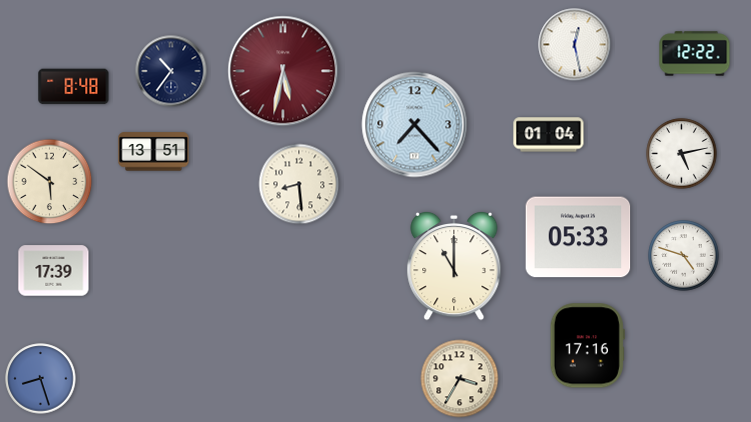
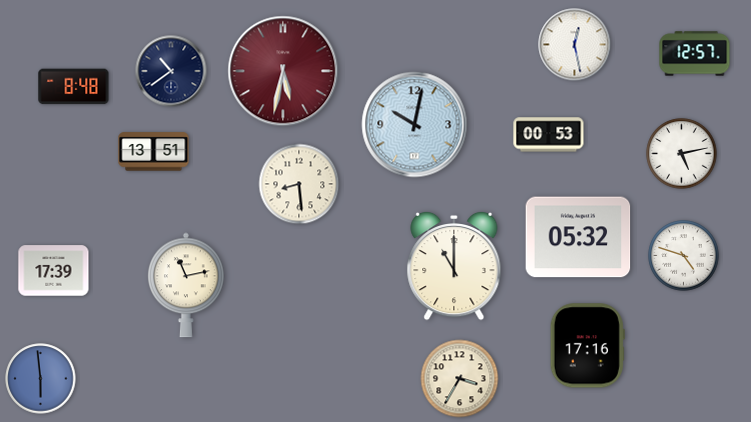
clock at (695, 54): 12:22 -> 12:57
clock at (171, 71): 10:36 -> 10:39
clock at (415, 125): 7:23 -> 10:02
clock at (549, 135): 01:04 -> 00:53
clock at (50, 182): 5:51 -> none
clock at (578, 237): 05:33 -> 05:32
clock at (186, 285): none -> 11:13
clock at (41, 379): 8:27 -> 5:59
